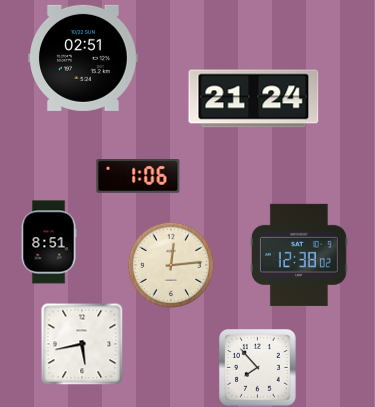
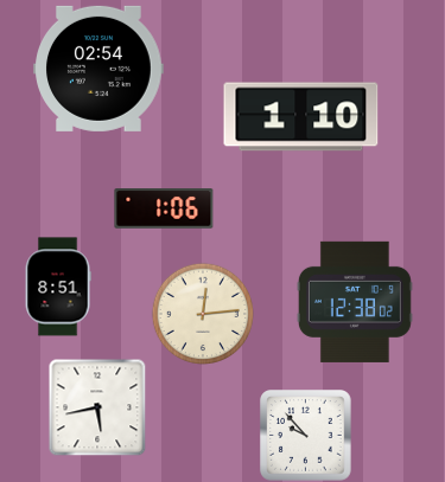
clock at (83, 58): 02:51 -> 02:54
clock at (254, 99): 21:24 -> 1:10
clock at (258, 368): 7:53 -> 9:53
